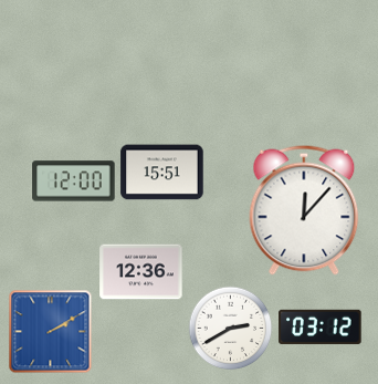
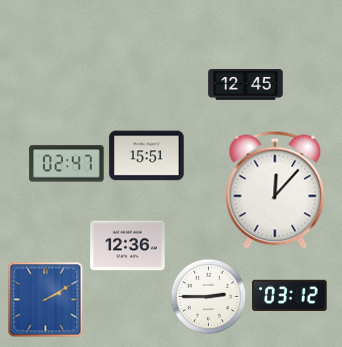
clock at (246, 85): none -> 12:45
clock at (74, 181): 12:00 -> 02:47
clock at (231, 329): 2:40 -> 2:45
